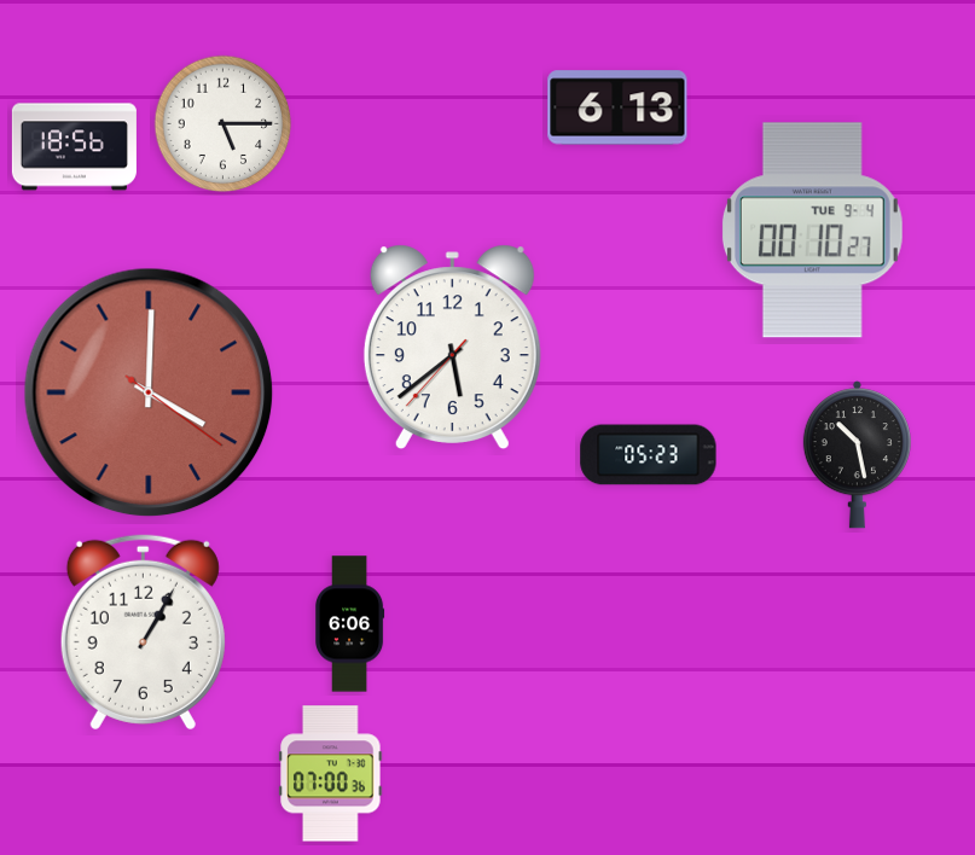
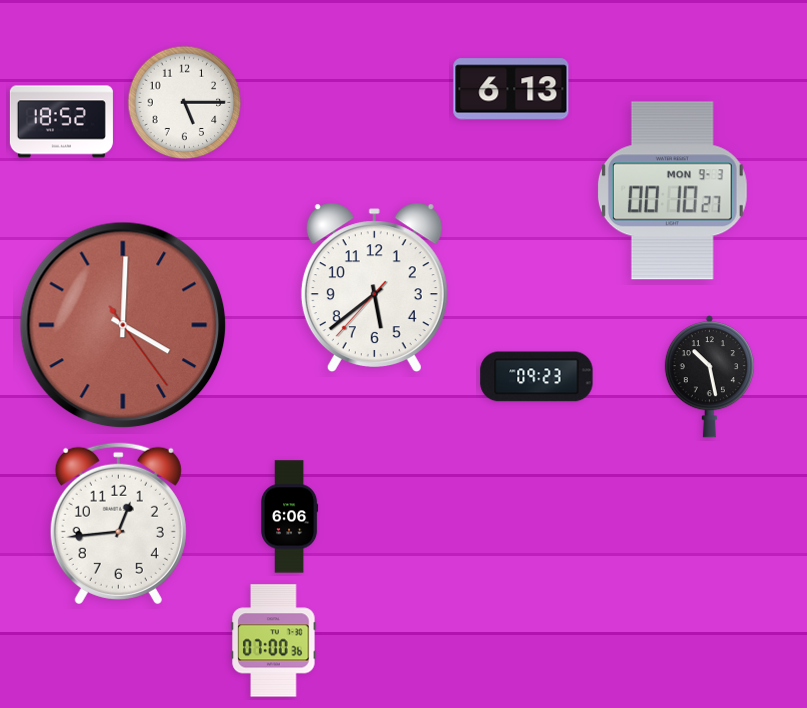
clock at (74, 147): 18:56 -> 18:52
clock at (812, 231) date: TUE 9-4 -> MON 9-3
clock at (149, 392): 4:00:21 -> 4:00:24
clock at (649, 455): 05:23 -> 09:23
clock at (143, 632): 1:05 -> 12:44
